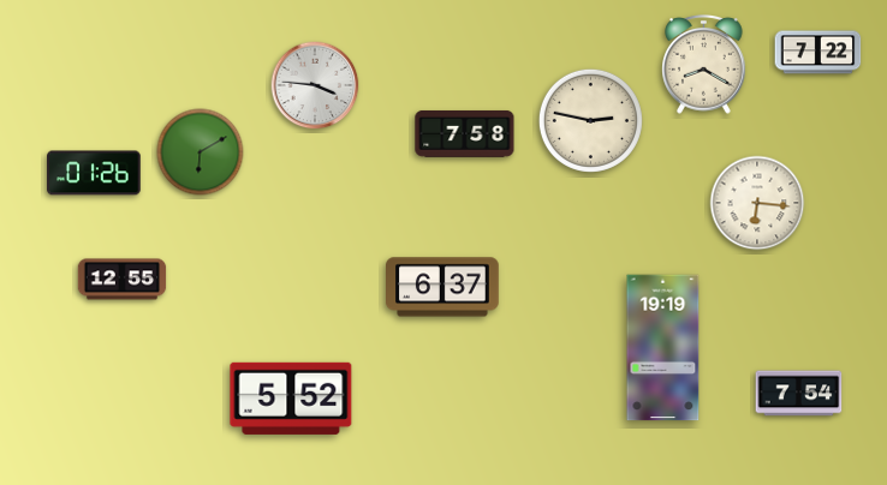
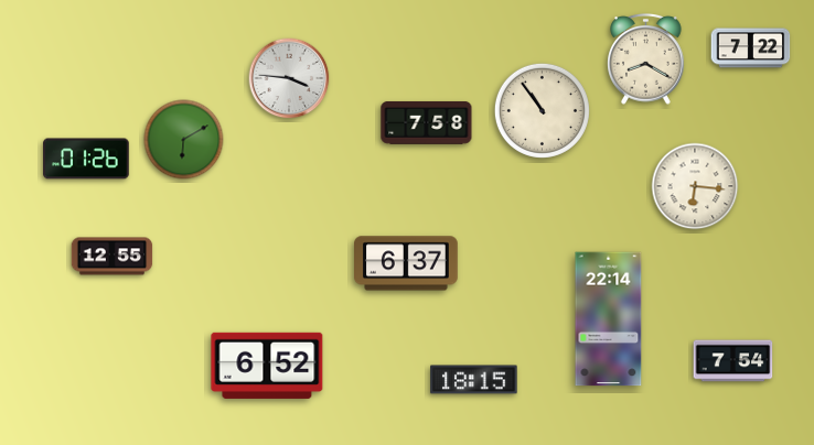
clock at (590, 120): 2:47 -> 10:54
clock at (663, 348): 19:19 -> 22:14
clock at (291, 399): 5:52 -> 6:52
clock at (474, 380): none -> 18:15
